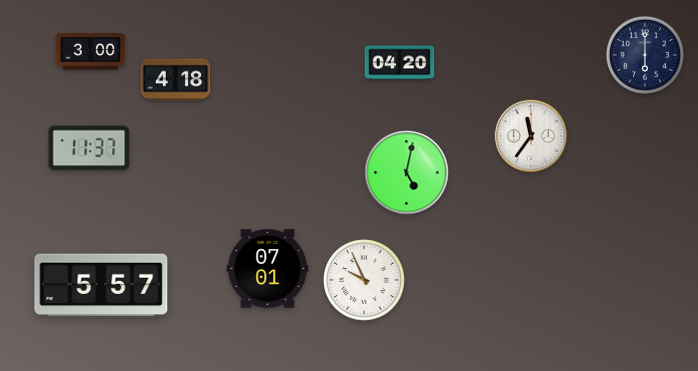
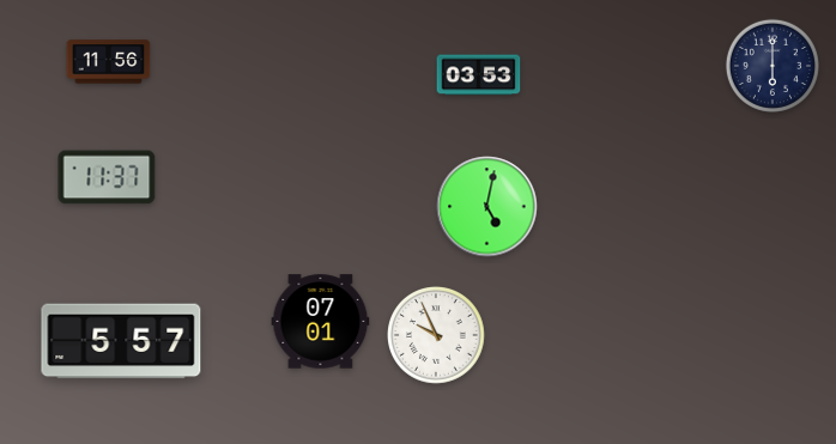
clock at (91, 52): 3:00 -> 11:56
clock at (400, 63): 04:20 -> 03:53
clock at (176, 80): 4:18 -> none
clock at (531, 136): 11:36 -> none
